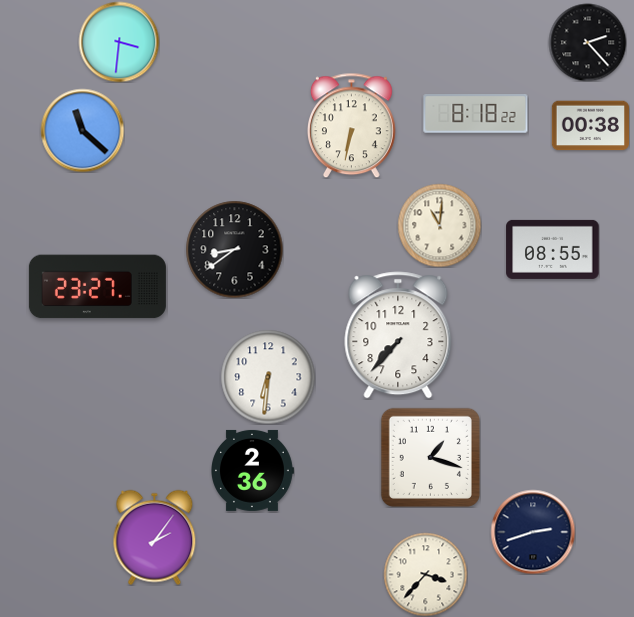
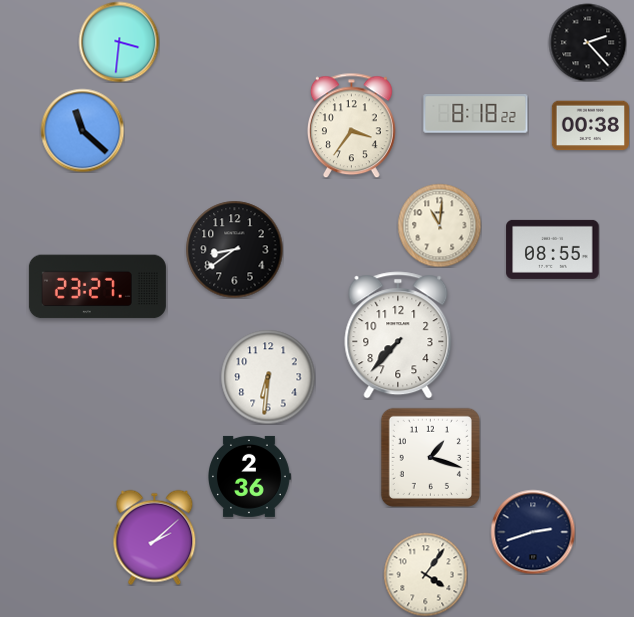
clock at (351, 125): 6:32 -> 3:36
clock at (253, 470) position: (253, 470) -> (250, 476)
clock at (155, 537): 2:06 -> 2:08
clock at (425, 574): 3:37 -> 4:06
